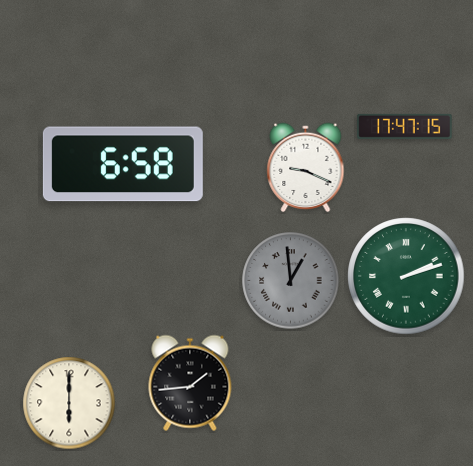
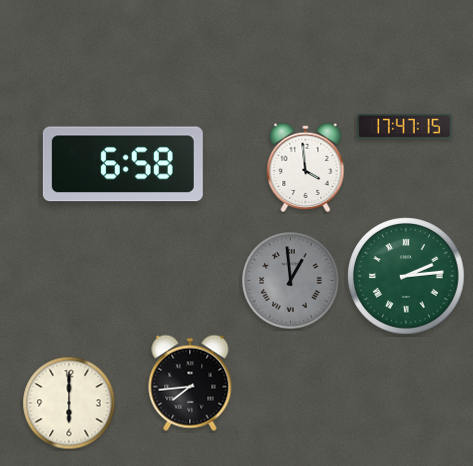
clock at (306, 168): 9:19 -> 3:59
clock at (406, 276): 2:12 -> 2:14
clock at (190, 383): 1:44 -> 7:44
